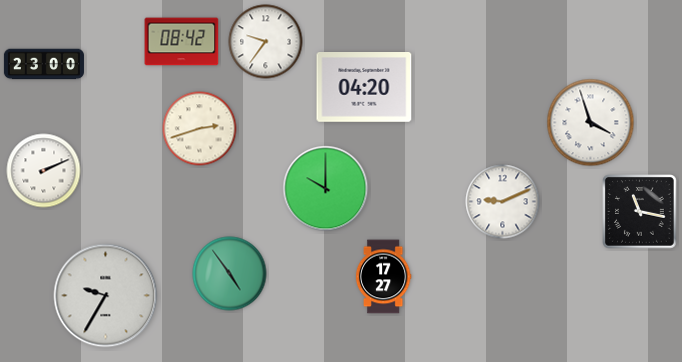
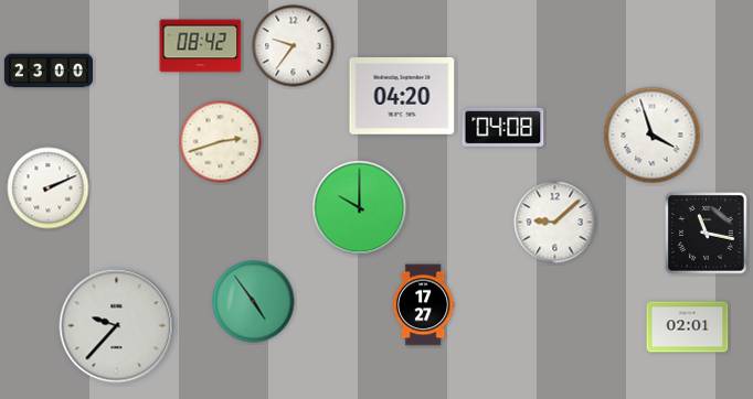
clock at (503, 127): none -> 04:08
clock at (503, 202): 9:11 -> 9:08
clock at (106, 296): 9:35 -> 9:37
clock at (688, 327): none -> 02:01
